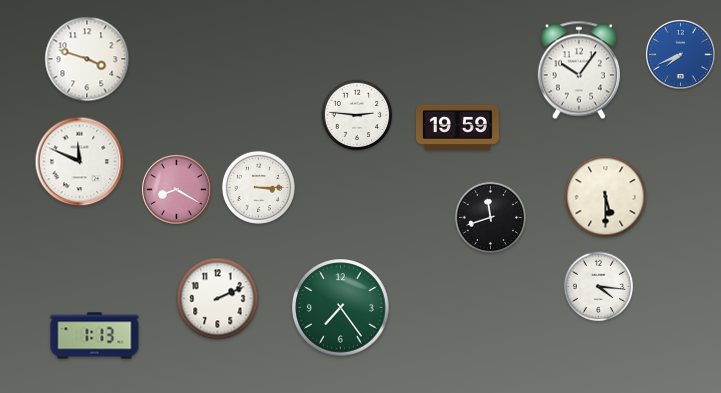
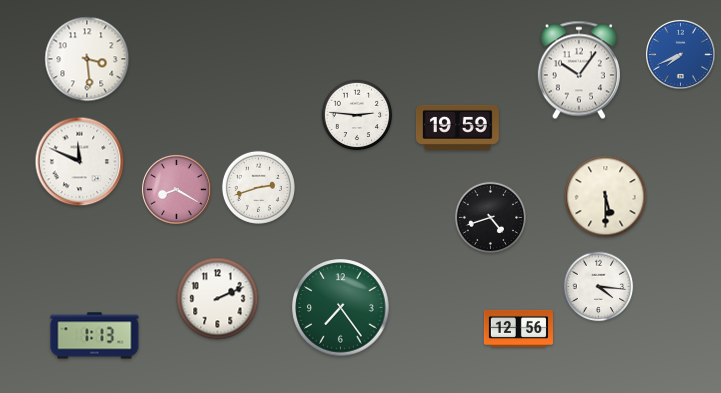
clock at (87, 59): 3:48 -> 3:29
clock at (258, 187): 3:15 -> 2:42
clock at (491, 218): 11:42 -> 4:42
clock at (518, 328): none -> 12:56
